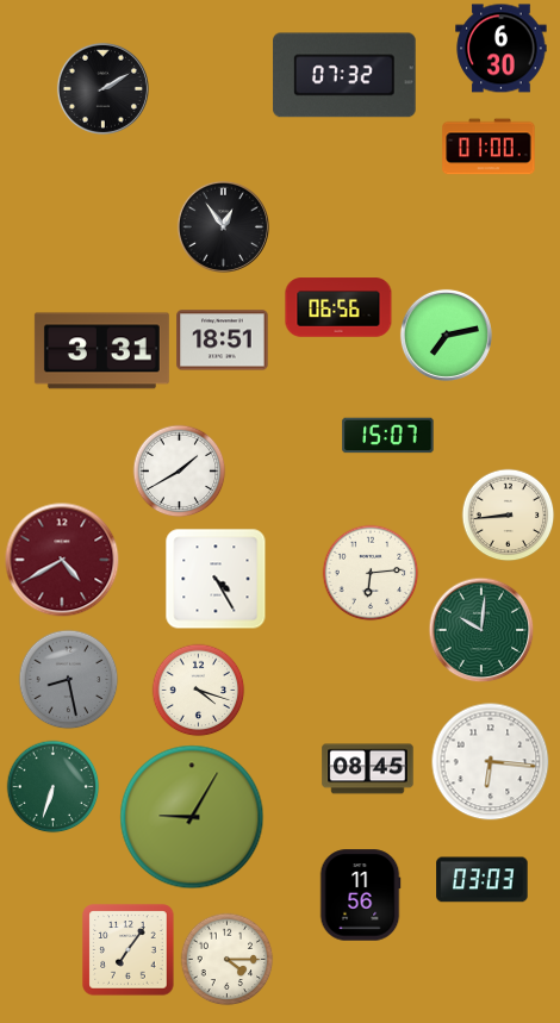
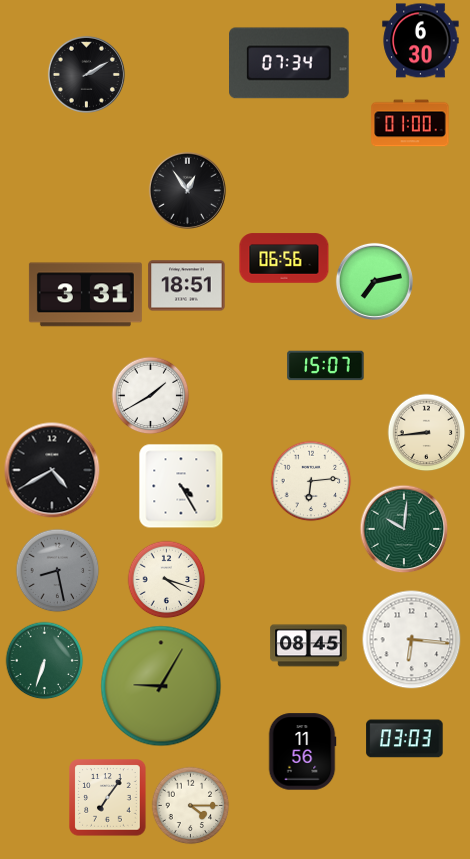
clock at (344, 75): 07:32 -> 07:34
clock at (62, 560) dial: burgundy -> black
